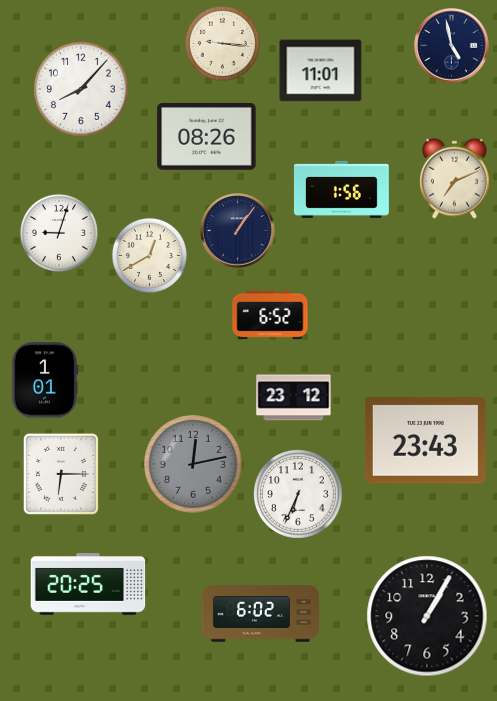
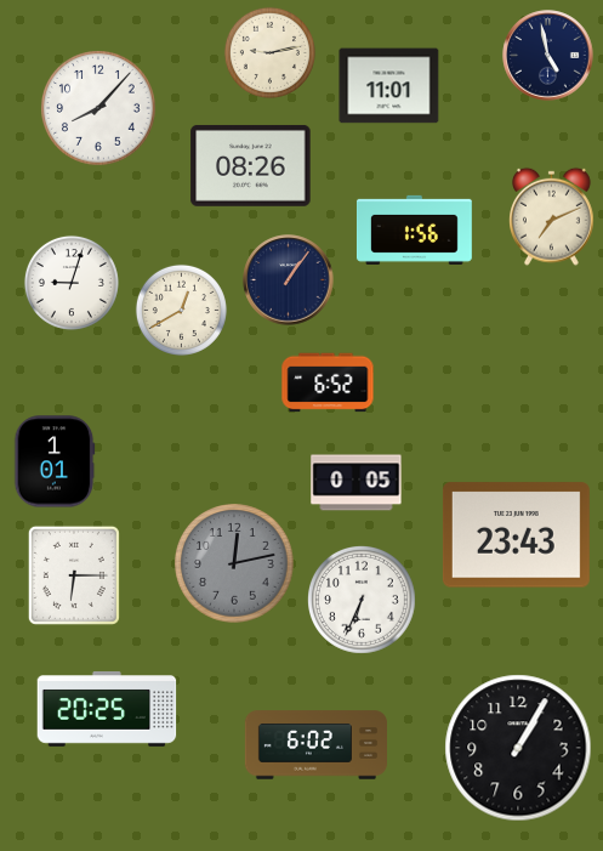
clock at (222, 43): 9:16 -> 9:13
clock at (294, 398): 23:12 -> 0:05
